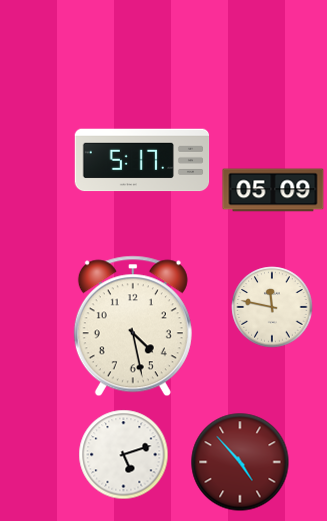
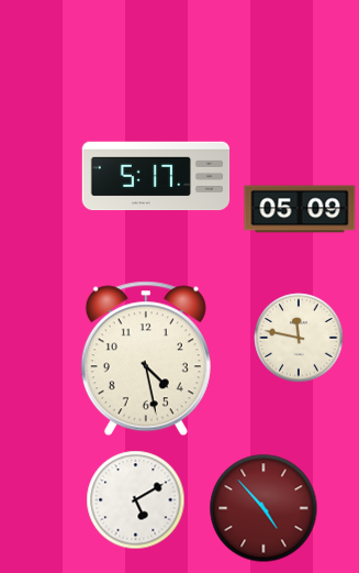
clock at (124, 455): 5:12 -> 5:10
